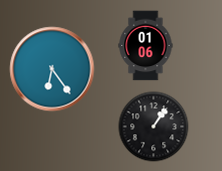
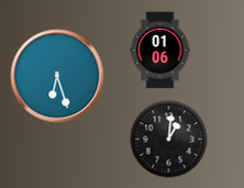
clock at (52, 69): 6:24 -> 6:27
clock at (154, 127): 1:06 -> 1:01
